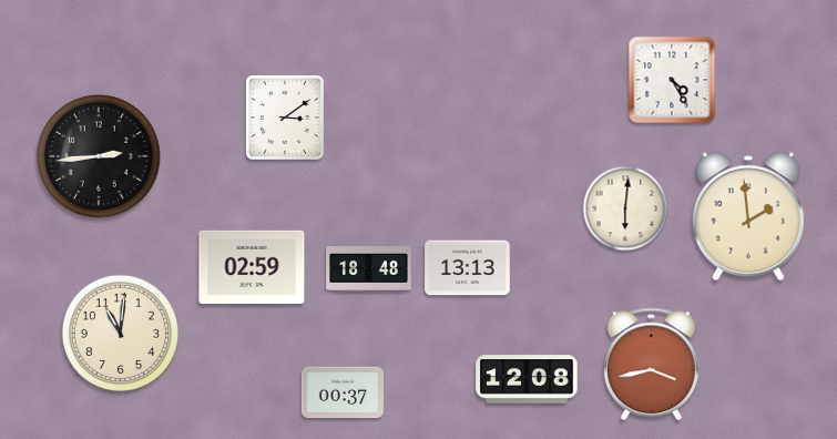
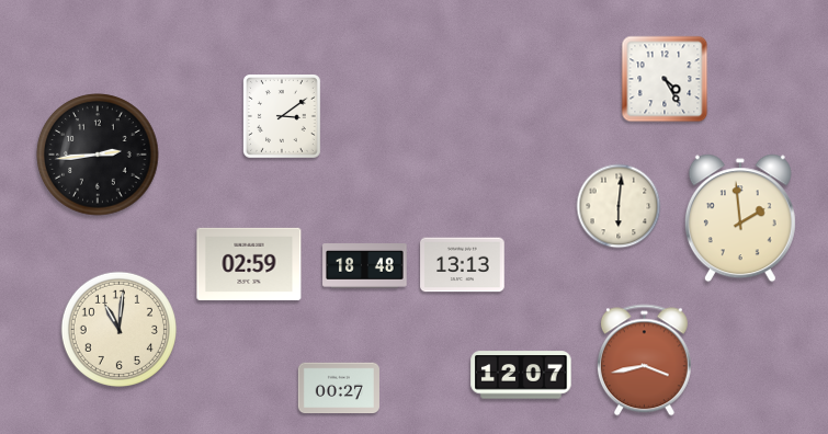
clock at (748, 216) position: (748, 216) -> (740, 218)
clock at (527, 379): 12:08 -> 12:07
clock at (343, 392): 00:37 -> 00:27
